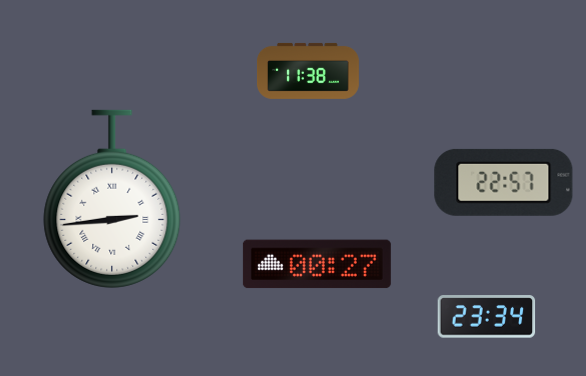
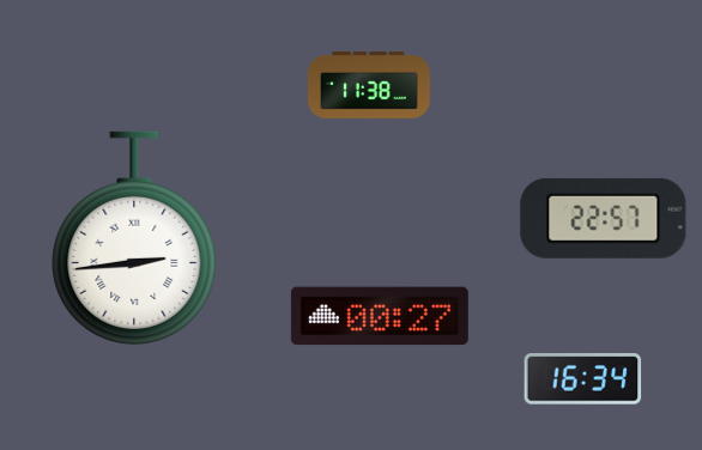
clock at (487, 317): 23:34 -> 16:34
